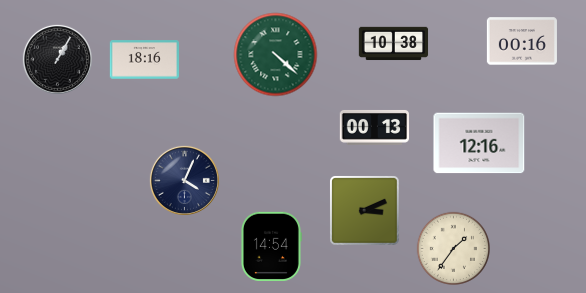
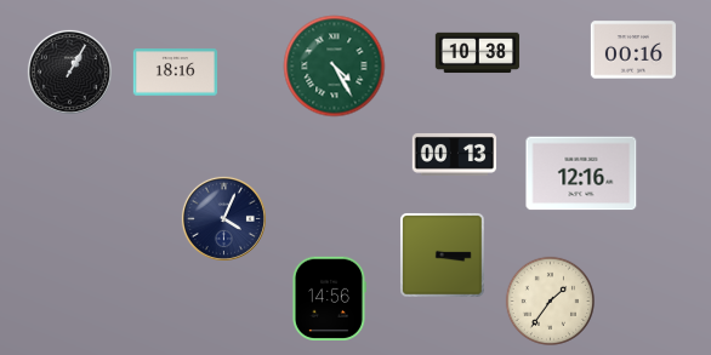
clock at (276, 55): 4:22 -> 4:25
clock at (365, 211): 3:11 -> 3:15
clock at (271, 246): 14:54 -> 14:56
